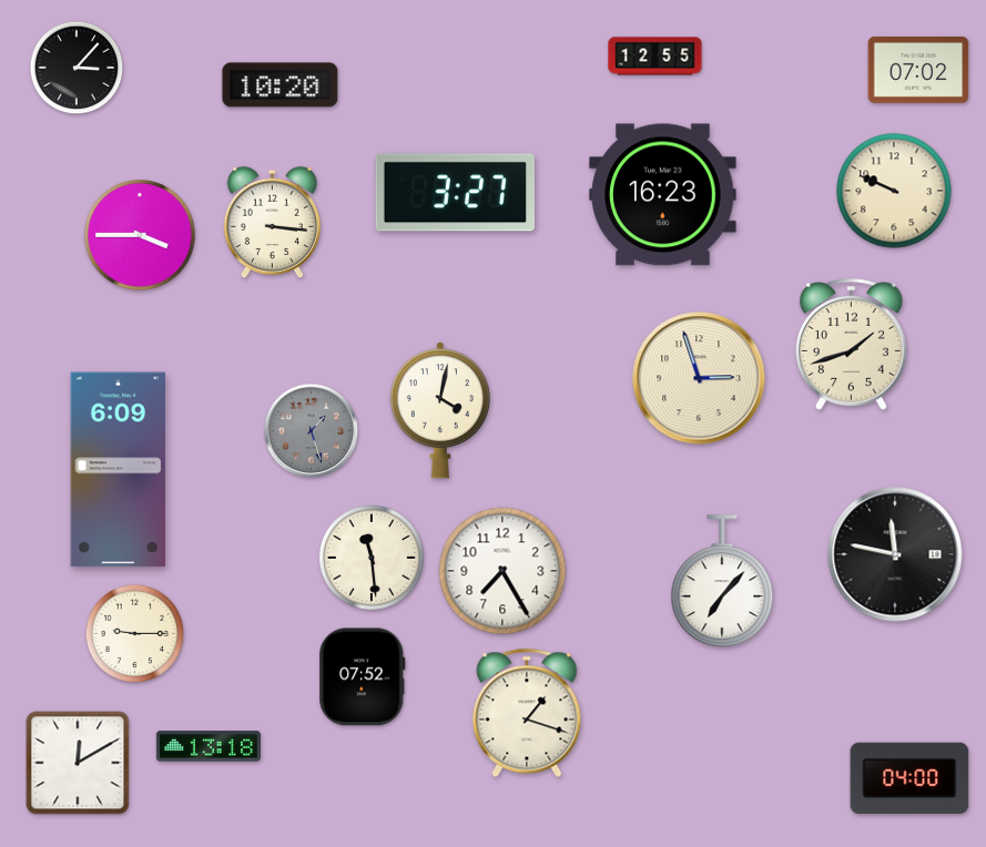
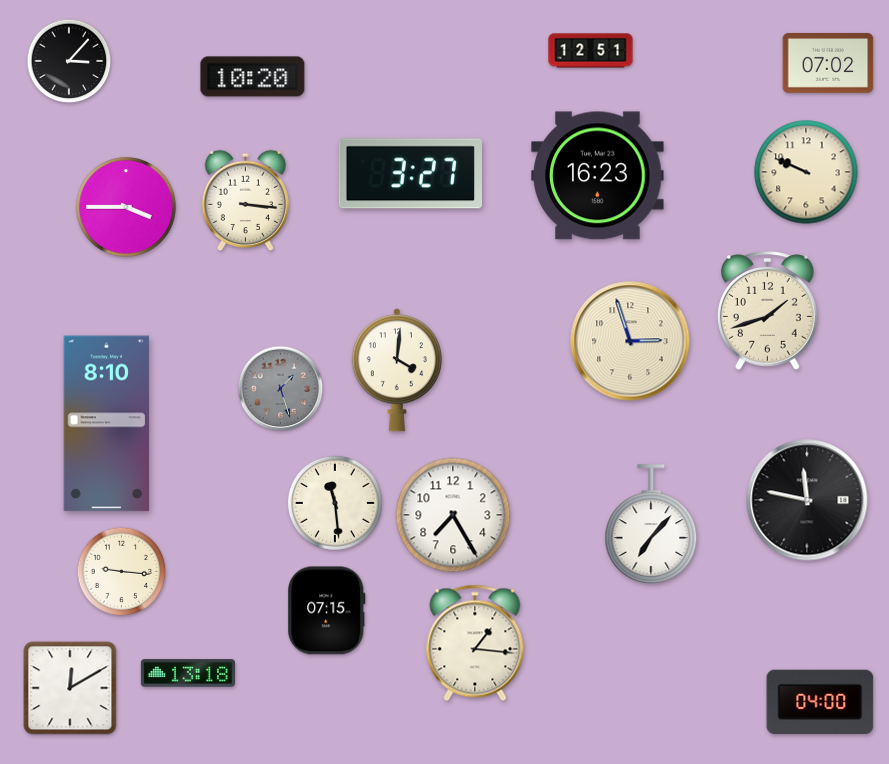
clock at (655, 57): 12:55 -> 12:51
clock at (140, 235) position: (140, 235) -> (126, 207)
clock at (440, 410): 4:02 -> 4:01
clock at (119, 470): 6:09 -> 8:10
clock at (135, 634): 9:15 -> 9:16
clock at (363, 677): 07:52 -> 07:15
clock at (527, 713): 1:18 -> 1:16
